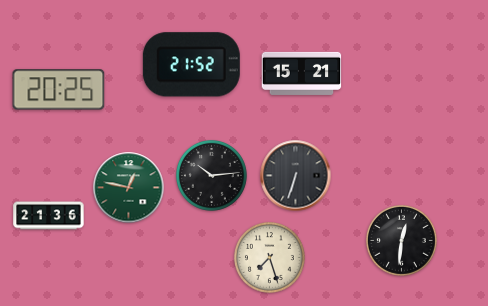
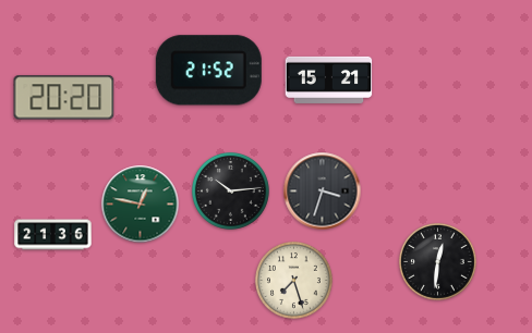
clock at (59, 90): 20:25 -> 20:20
clock at (296, 176): 6:33 -> 3:33
